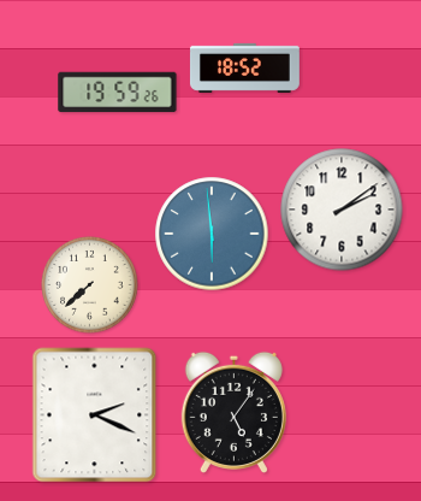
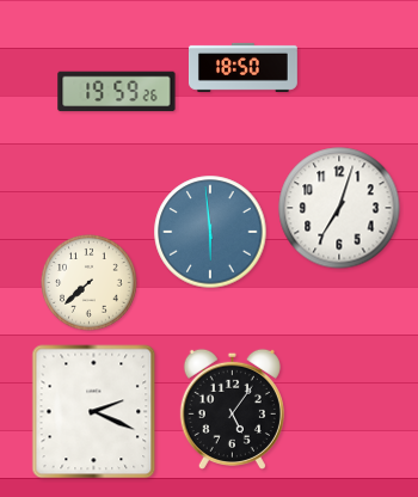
clock at (244, 67): 18:52 -> 18:50
clock at (342, 210): 2:09 -> 7:03
